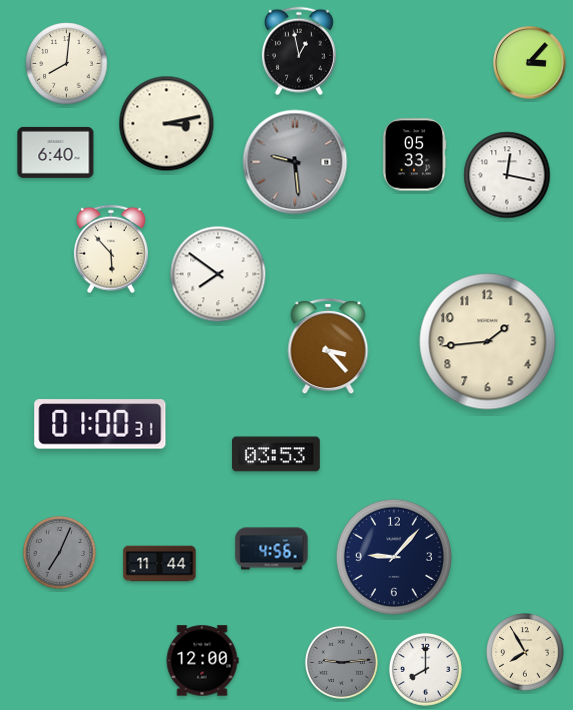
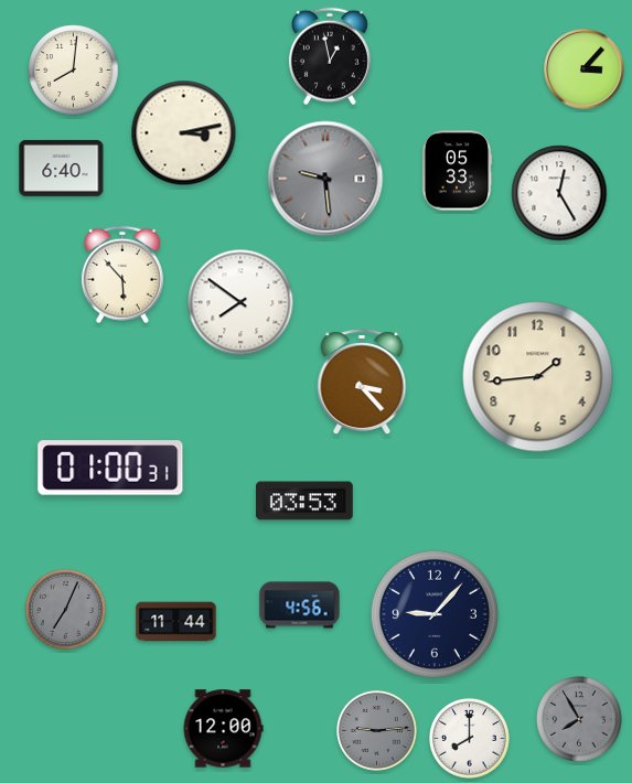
clock at (167, 124) position: (167, 124) -> (184, 133)
clock at (507, 175): 12:17 -> 12:25
clock at (525, 652) dial: cream -> grey
